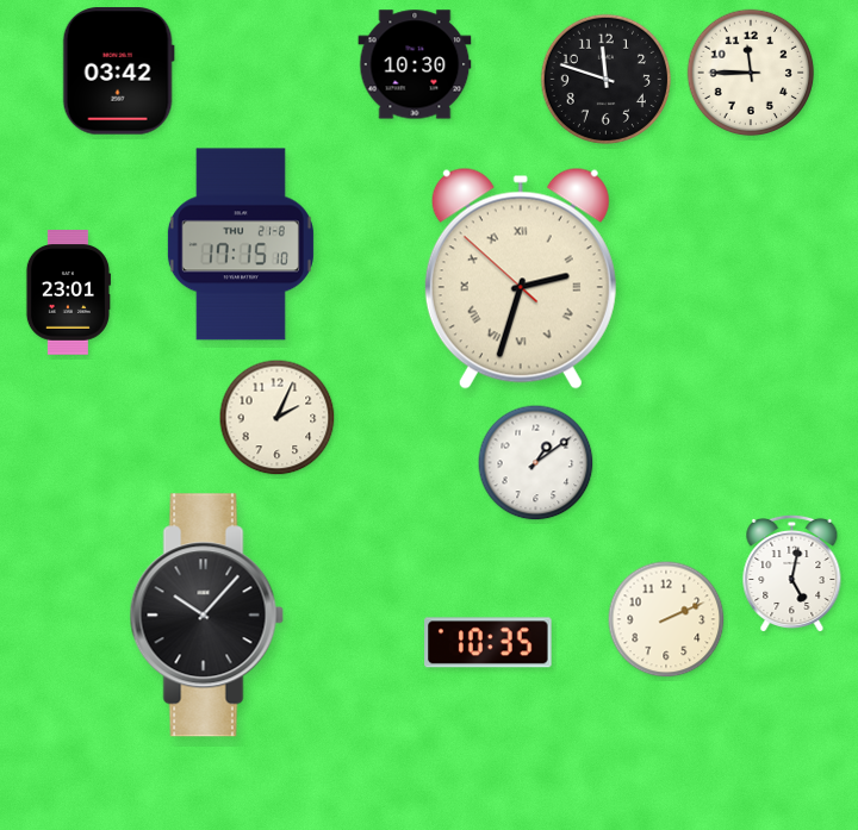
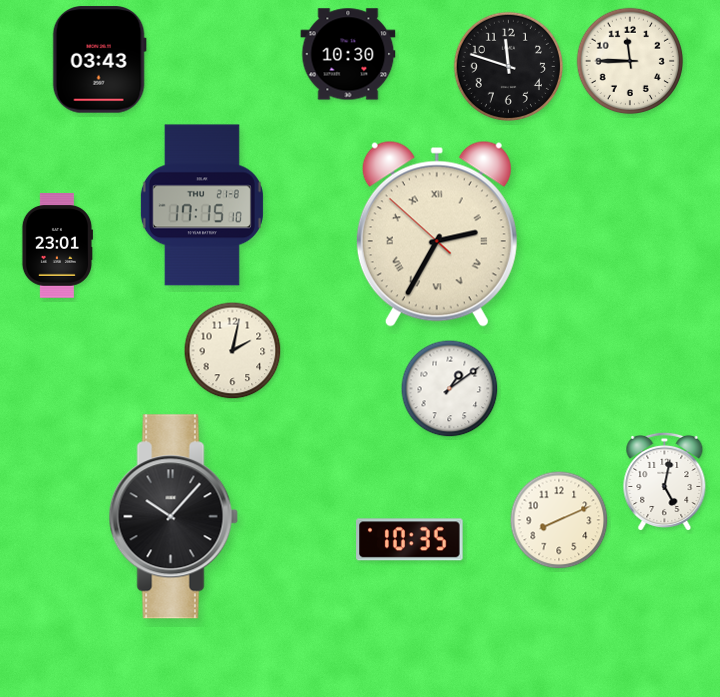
clock at (118, 71): 03:42 -> 03:43
clock at (521, 279): 2:32 -> 2:34
clock at (278, 418): 2:04 -> 2:02
clock at (666, 619): 2:11 -> 8:11
